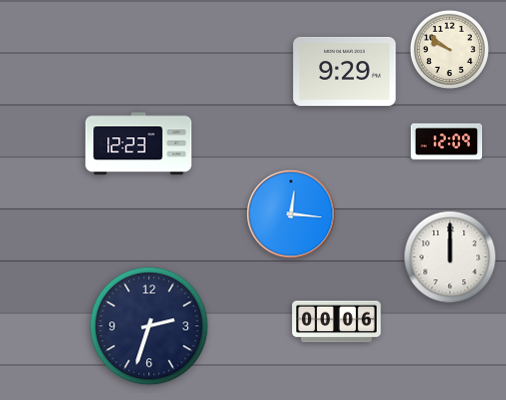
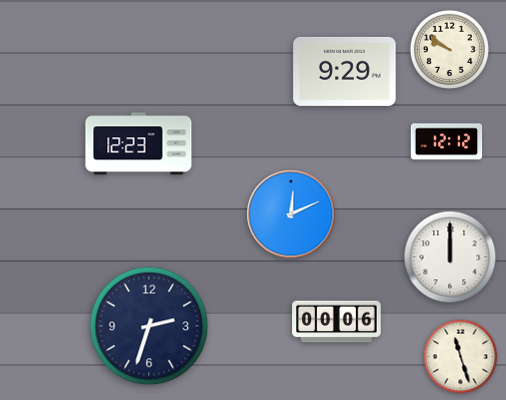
clock at (447, 142): 12:09 -> 12:12
clock at (291, 214): 12:16 -> 12:11
clock at (461, 357): none -> 11:27
